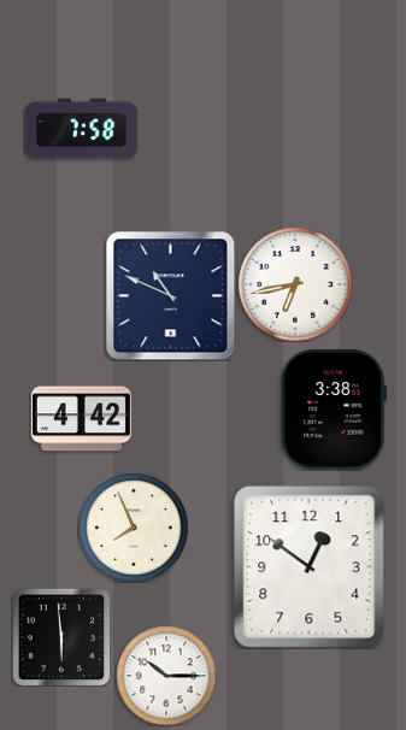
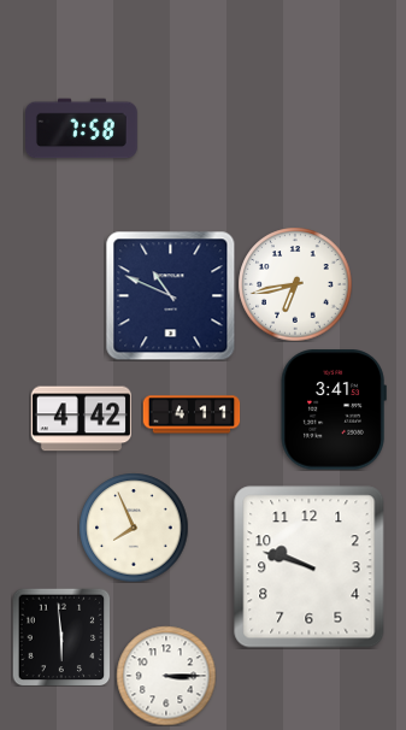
clock at (334, 410): 3:38 -> 3:41
clock at (192, 414): none -> 4:11
clock at (310, 567): 12:51 -> 9:48
clock at (166, 676): 10:15 -> 3:15
